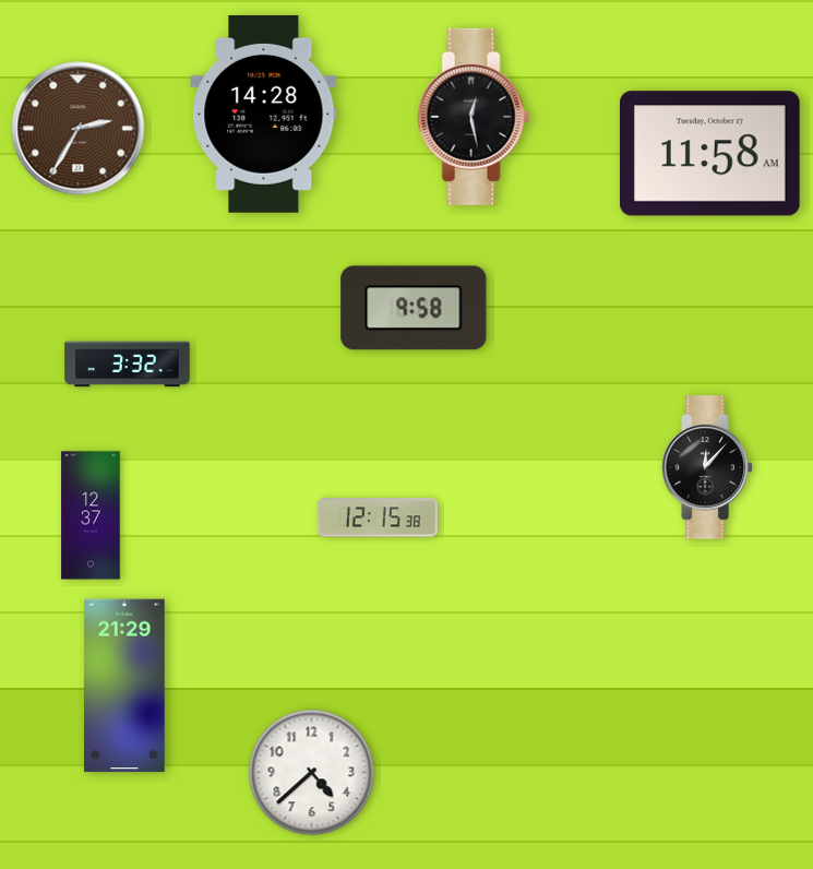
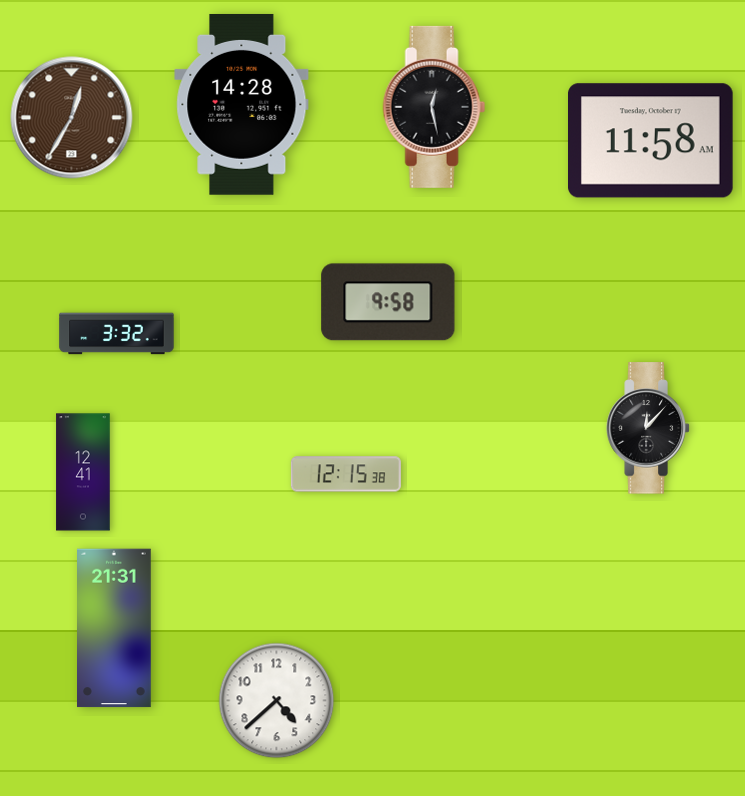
clock at (79, 129): 2:35 -> 12:35
clock at (414, 308) position: (414, 308) -> (388, 302)
clock at (91, 515): 12:37 -> 12:41
clock at (125, 686): 21:29 -> 21:31
clock at (312, 773) position: (312, 773) -> (277, 701)
